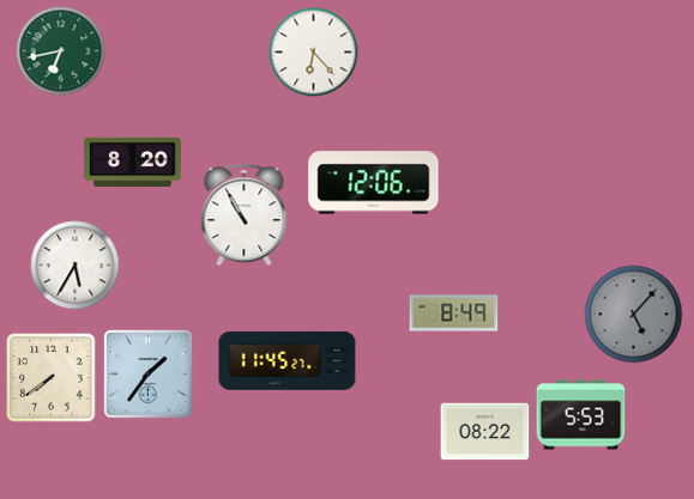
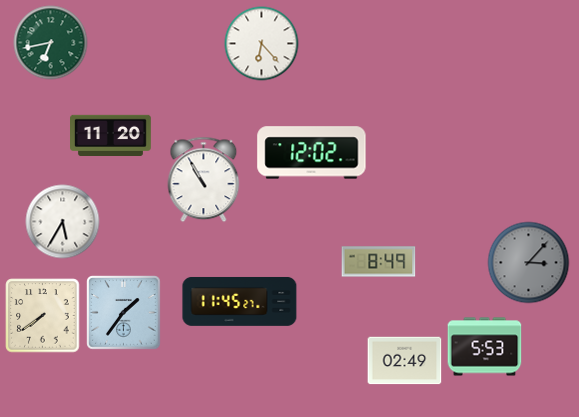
clock at (133, 162): 8:20 -> 11:20
clock at (374, 183): 12:06 -> 12:02
clock at (634, 315): 5:07 -> 3:07
clock at (485, 432): 08:22 -> 02:49
